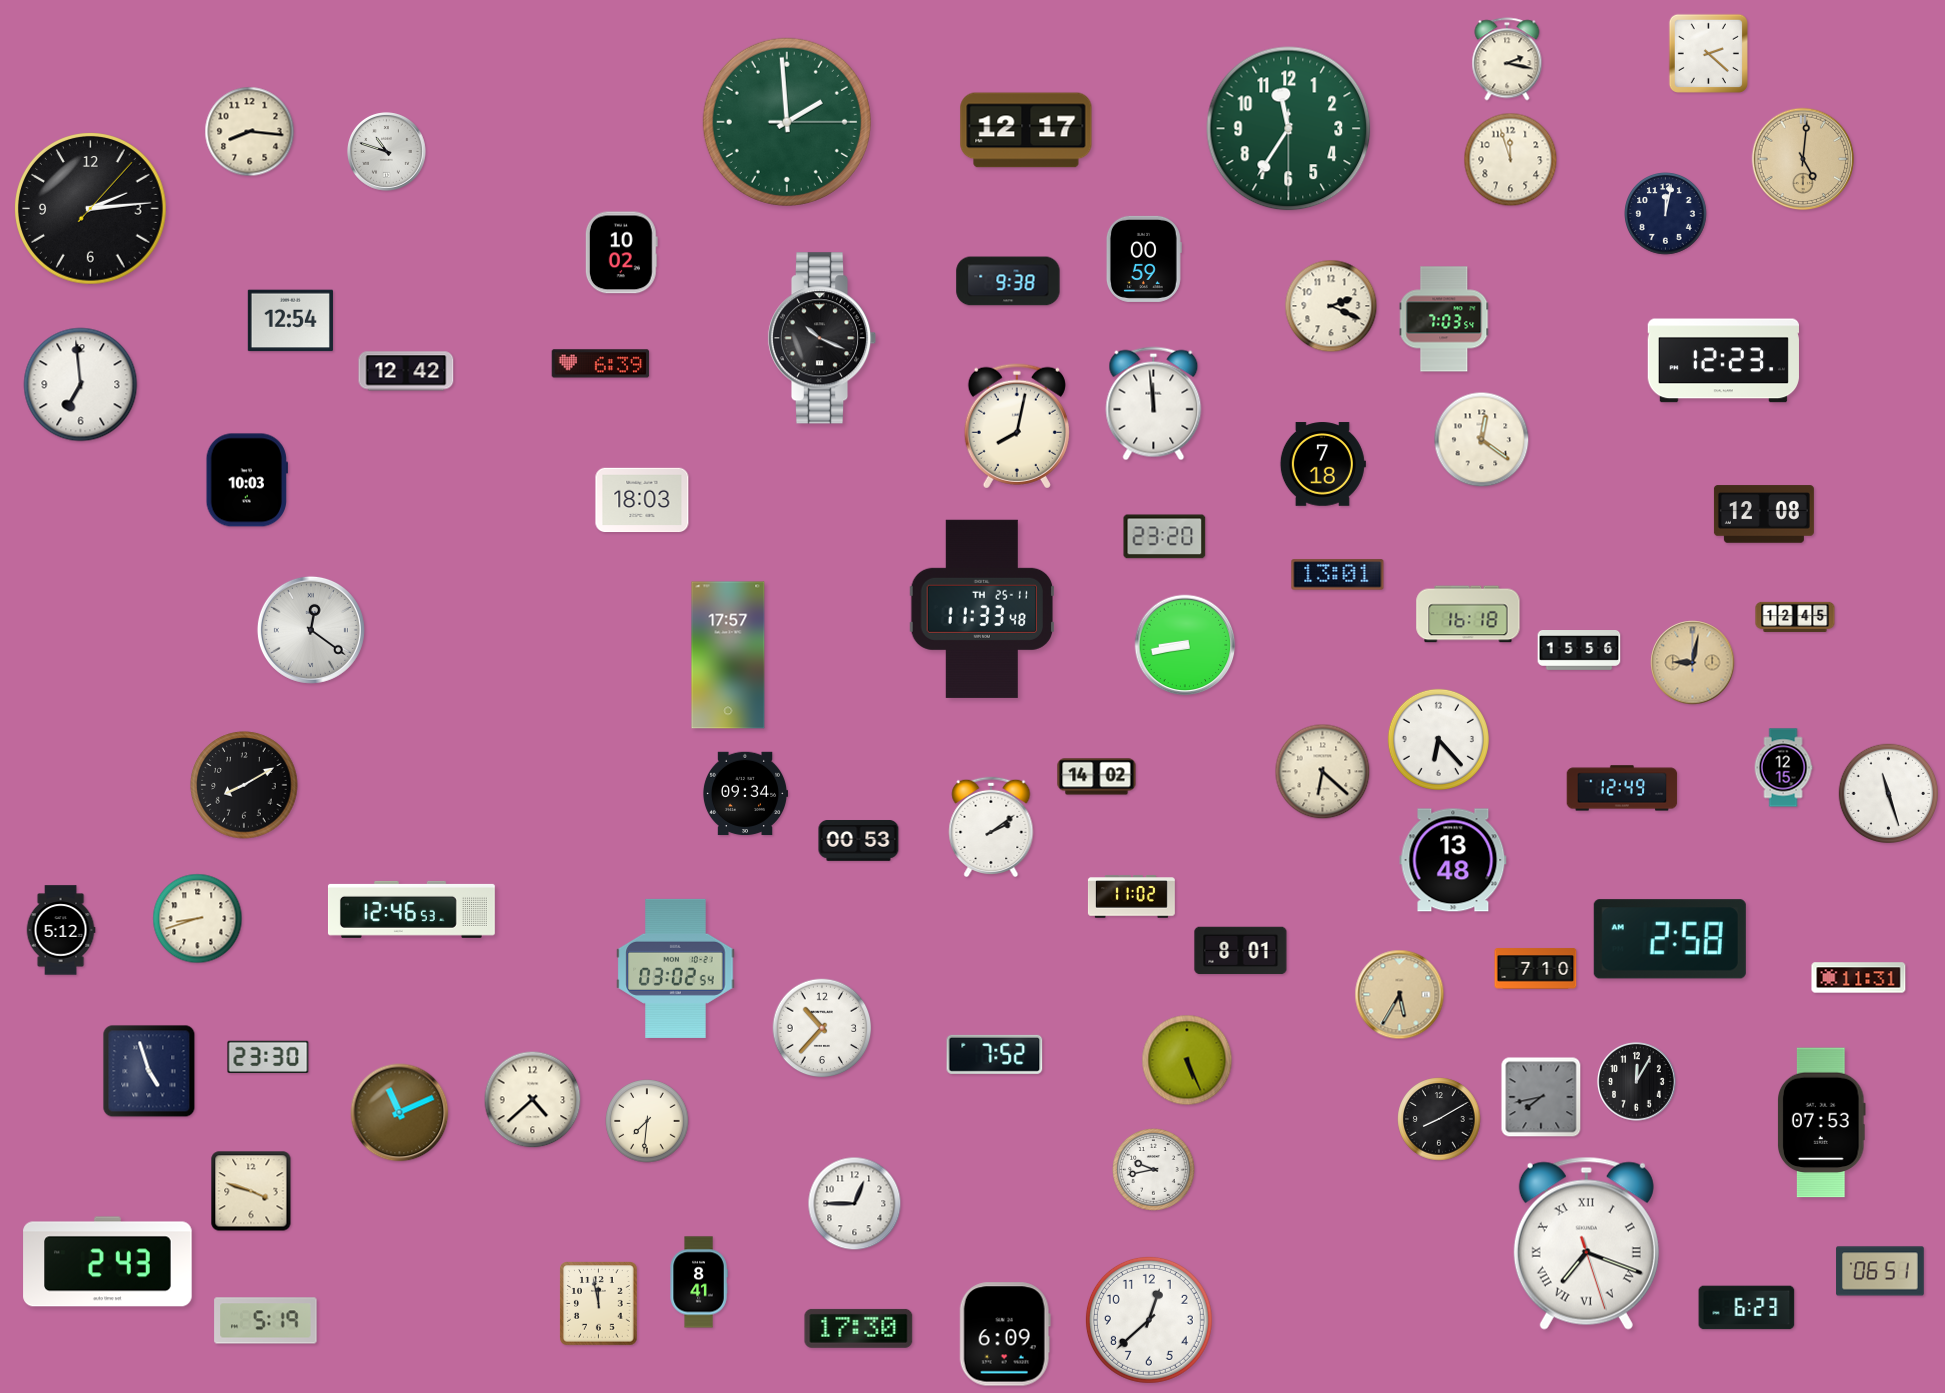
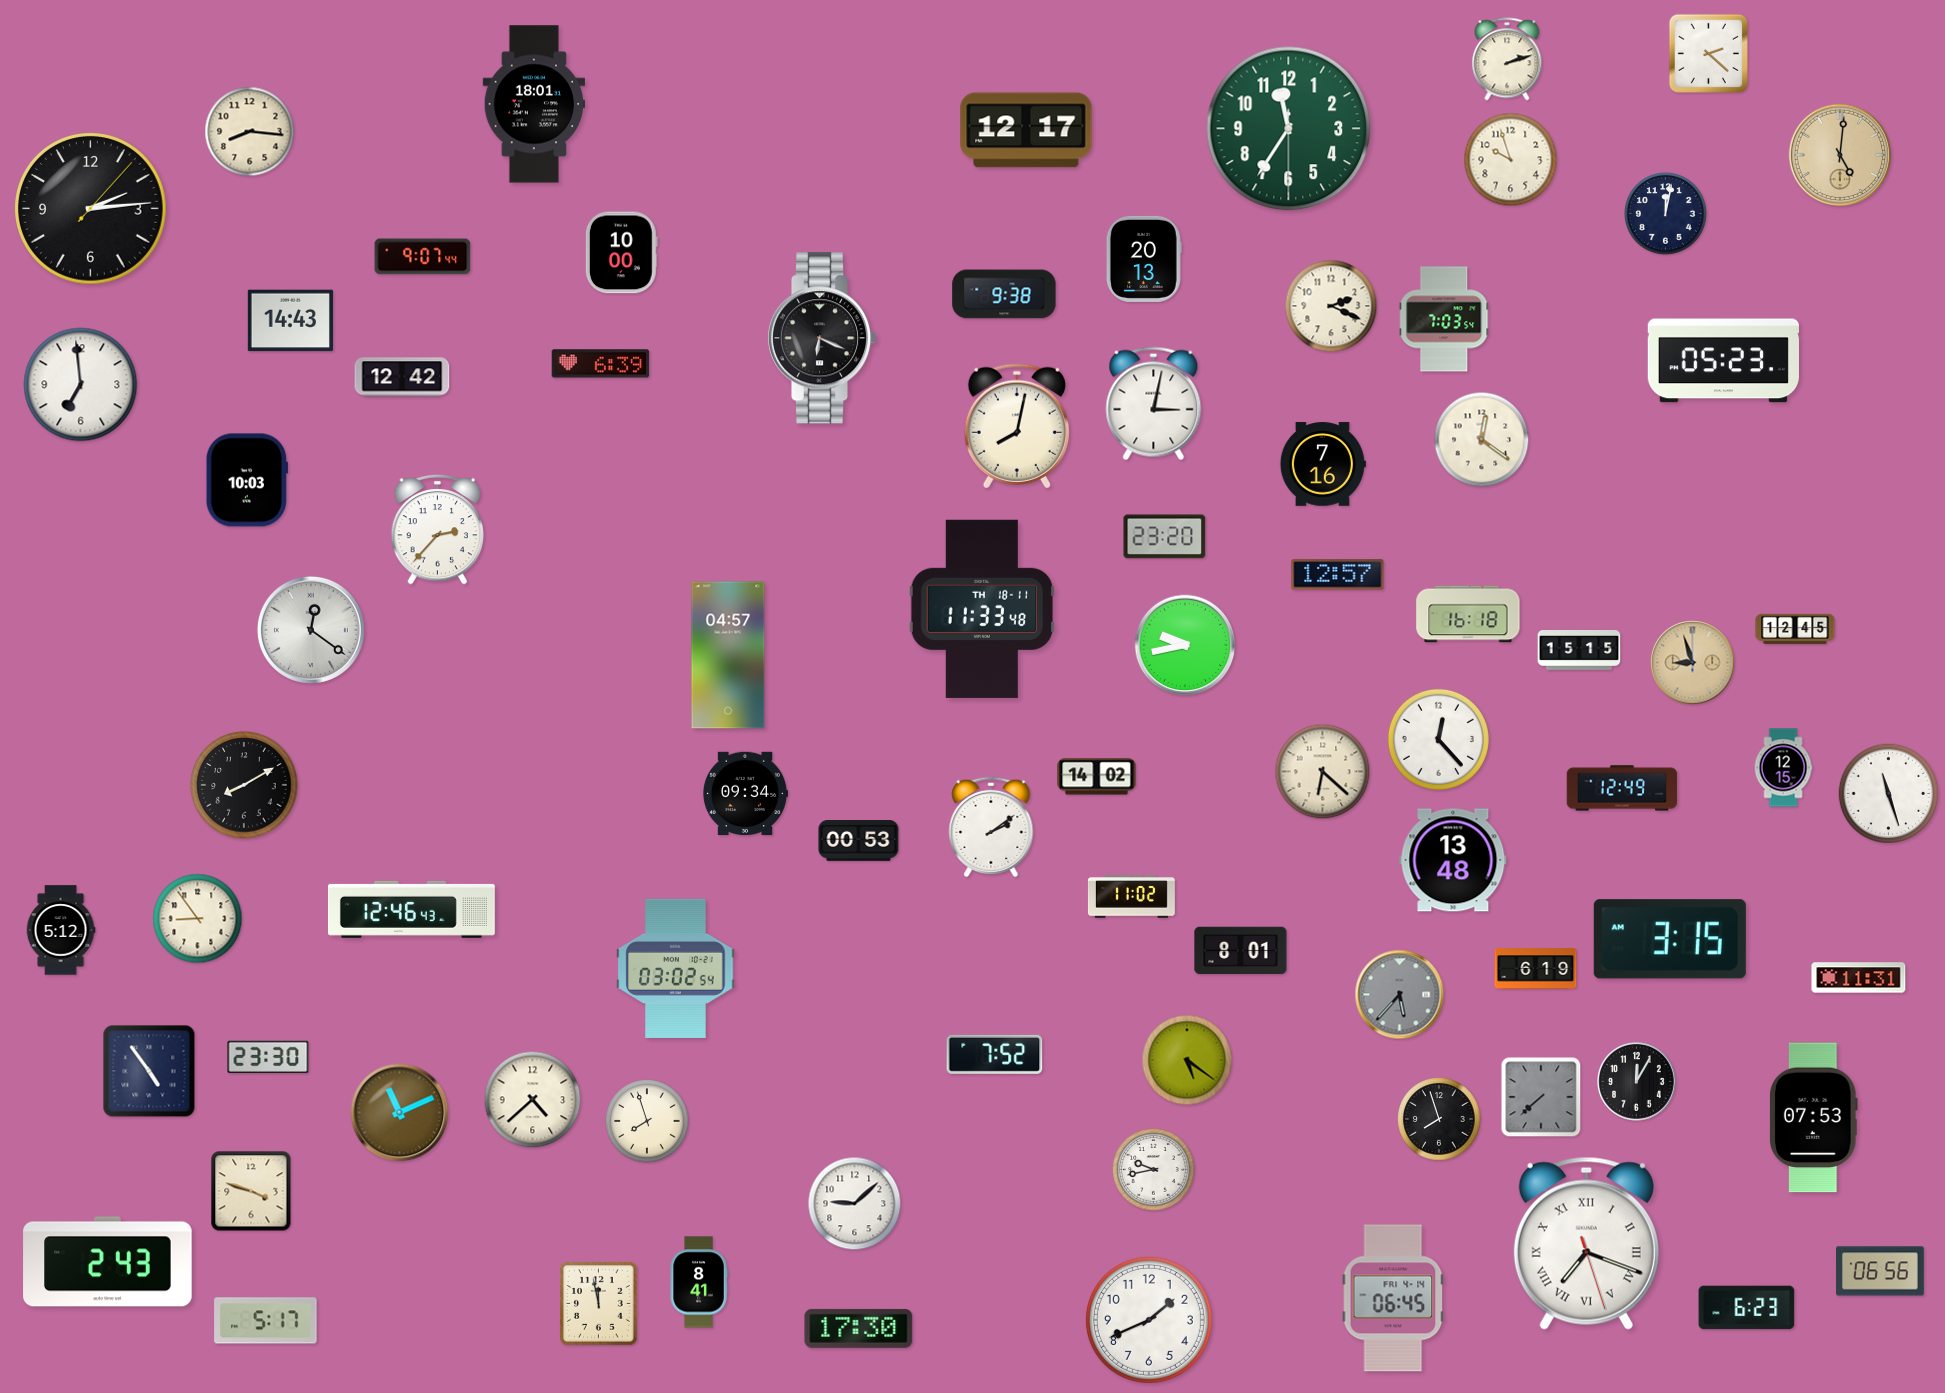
clock at (1507, 59): 2:17 -> 2:12
clock at (534, 104): none -> 18:01
clock at (787, 122): 1:59 -> none
clock at (387, 152): 10:48 -> none
clock at (1803, 159) position: (1803, 159) -> (1840, 155)
clock at (1511, 160): 11:57 -> 9:57
clock at (621, 253): 10:02 -> 10:00
clock at (423, 257): none -> 9:07
clock at (1144, 259): 00:59 -> 20:13
clock at (1008, 281) position: (1008, 281) -> (1004, 294)
clock at (290, 321): 12:54 -> 14:43
clock at (822, 338): 10:19 -> 6:19
clock at (1723, 361): 12:23 -> 05:23
clock at (406, 371) position: (406, 371) -> (402, 377)
clock at (1154, 404): 11:59 -> 3:02
clock at (1323, 464): 7:18 -> 7:16
clock at (642, 500): 18:03 -> none
clock at (1764, 514): 12:08 -> none
clock at (438, 529): none -> 2:37
clock at (1338, 575): 13:01 -> 12:57
clock at (981, 609) date: TH 25-11 -> TH 18-11
clock at (1795, 617) position: (1795, 617) -> (1795, 629)
clock at (1185, 645): 8:43 -> 9:43
clock at (1579, 651): 15:56 -> 15:15
clock at (728, 655): 17:57 -> 04:57
clock at (1693, 663): 9:02 -> 8:57
clock at (1438, 739): 6:23 -> 12:23
clock at (411, 909): 12:46:53 -> 12:46:43
clock at (198, 919): 8:42 -> 8:54
clock at (1670, 939): 2:58 -> 3:15
clock at (1536, 969): 7:10 -> 6:19
clock at (1400, 995): 5:35 -> 5:37
clock at (1400, 995) dial: champagne -> grey
clock at (822, 1028): 10:37 -> none
clock at (1187, 1060): 5:26 -> 5:21
clock at (149, 1071): 4:57 -> 4:54
clock at (1541, 1097): 7:43 -> 7:38
clock at (1439, 1119): 8:10 -> 7:57
clock at (647, 1121): 7:31 -> 7:57
clock at (1822, 1123) position: (1822, 1123) -> (1814, 1118)
clock at (855, 1204): 12:45 -> 9:08
clock at (1880, 1271): 06:51 -> 06:56
clock at (1393, 1298): none -> 06:45
clock at (1149, 1320): 12:38 -> 1:41
clock at (266, 1321): 5:19 -> 5:17
clock at (1005, 1334): 6:09 -> none
